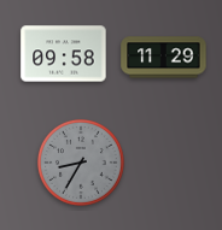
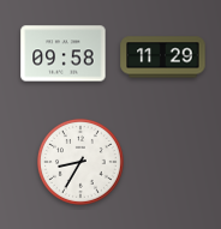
clock at (81, 163) dial: grey -> white
